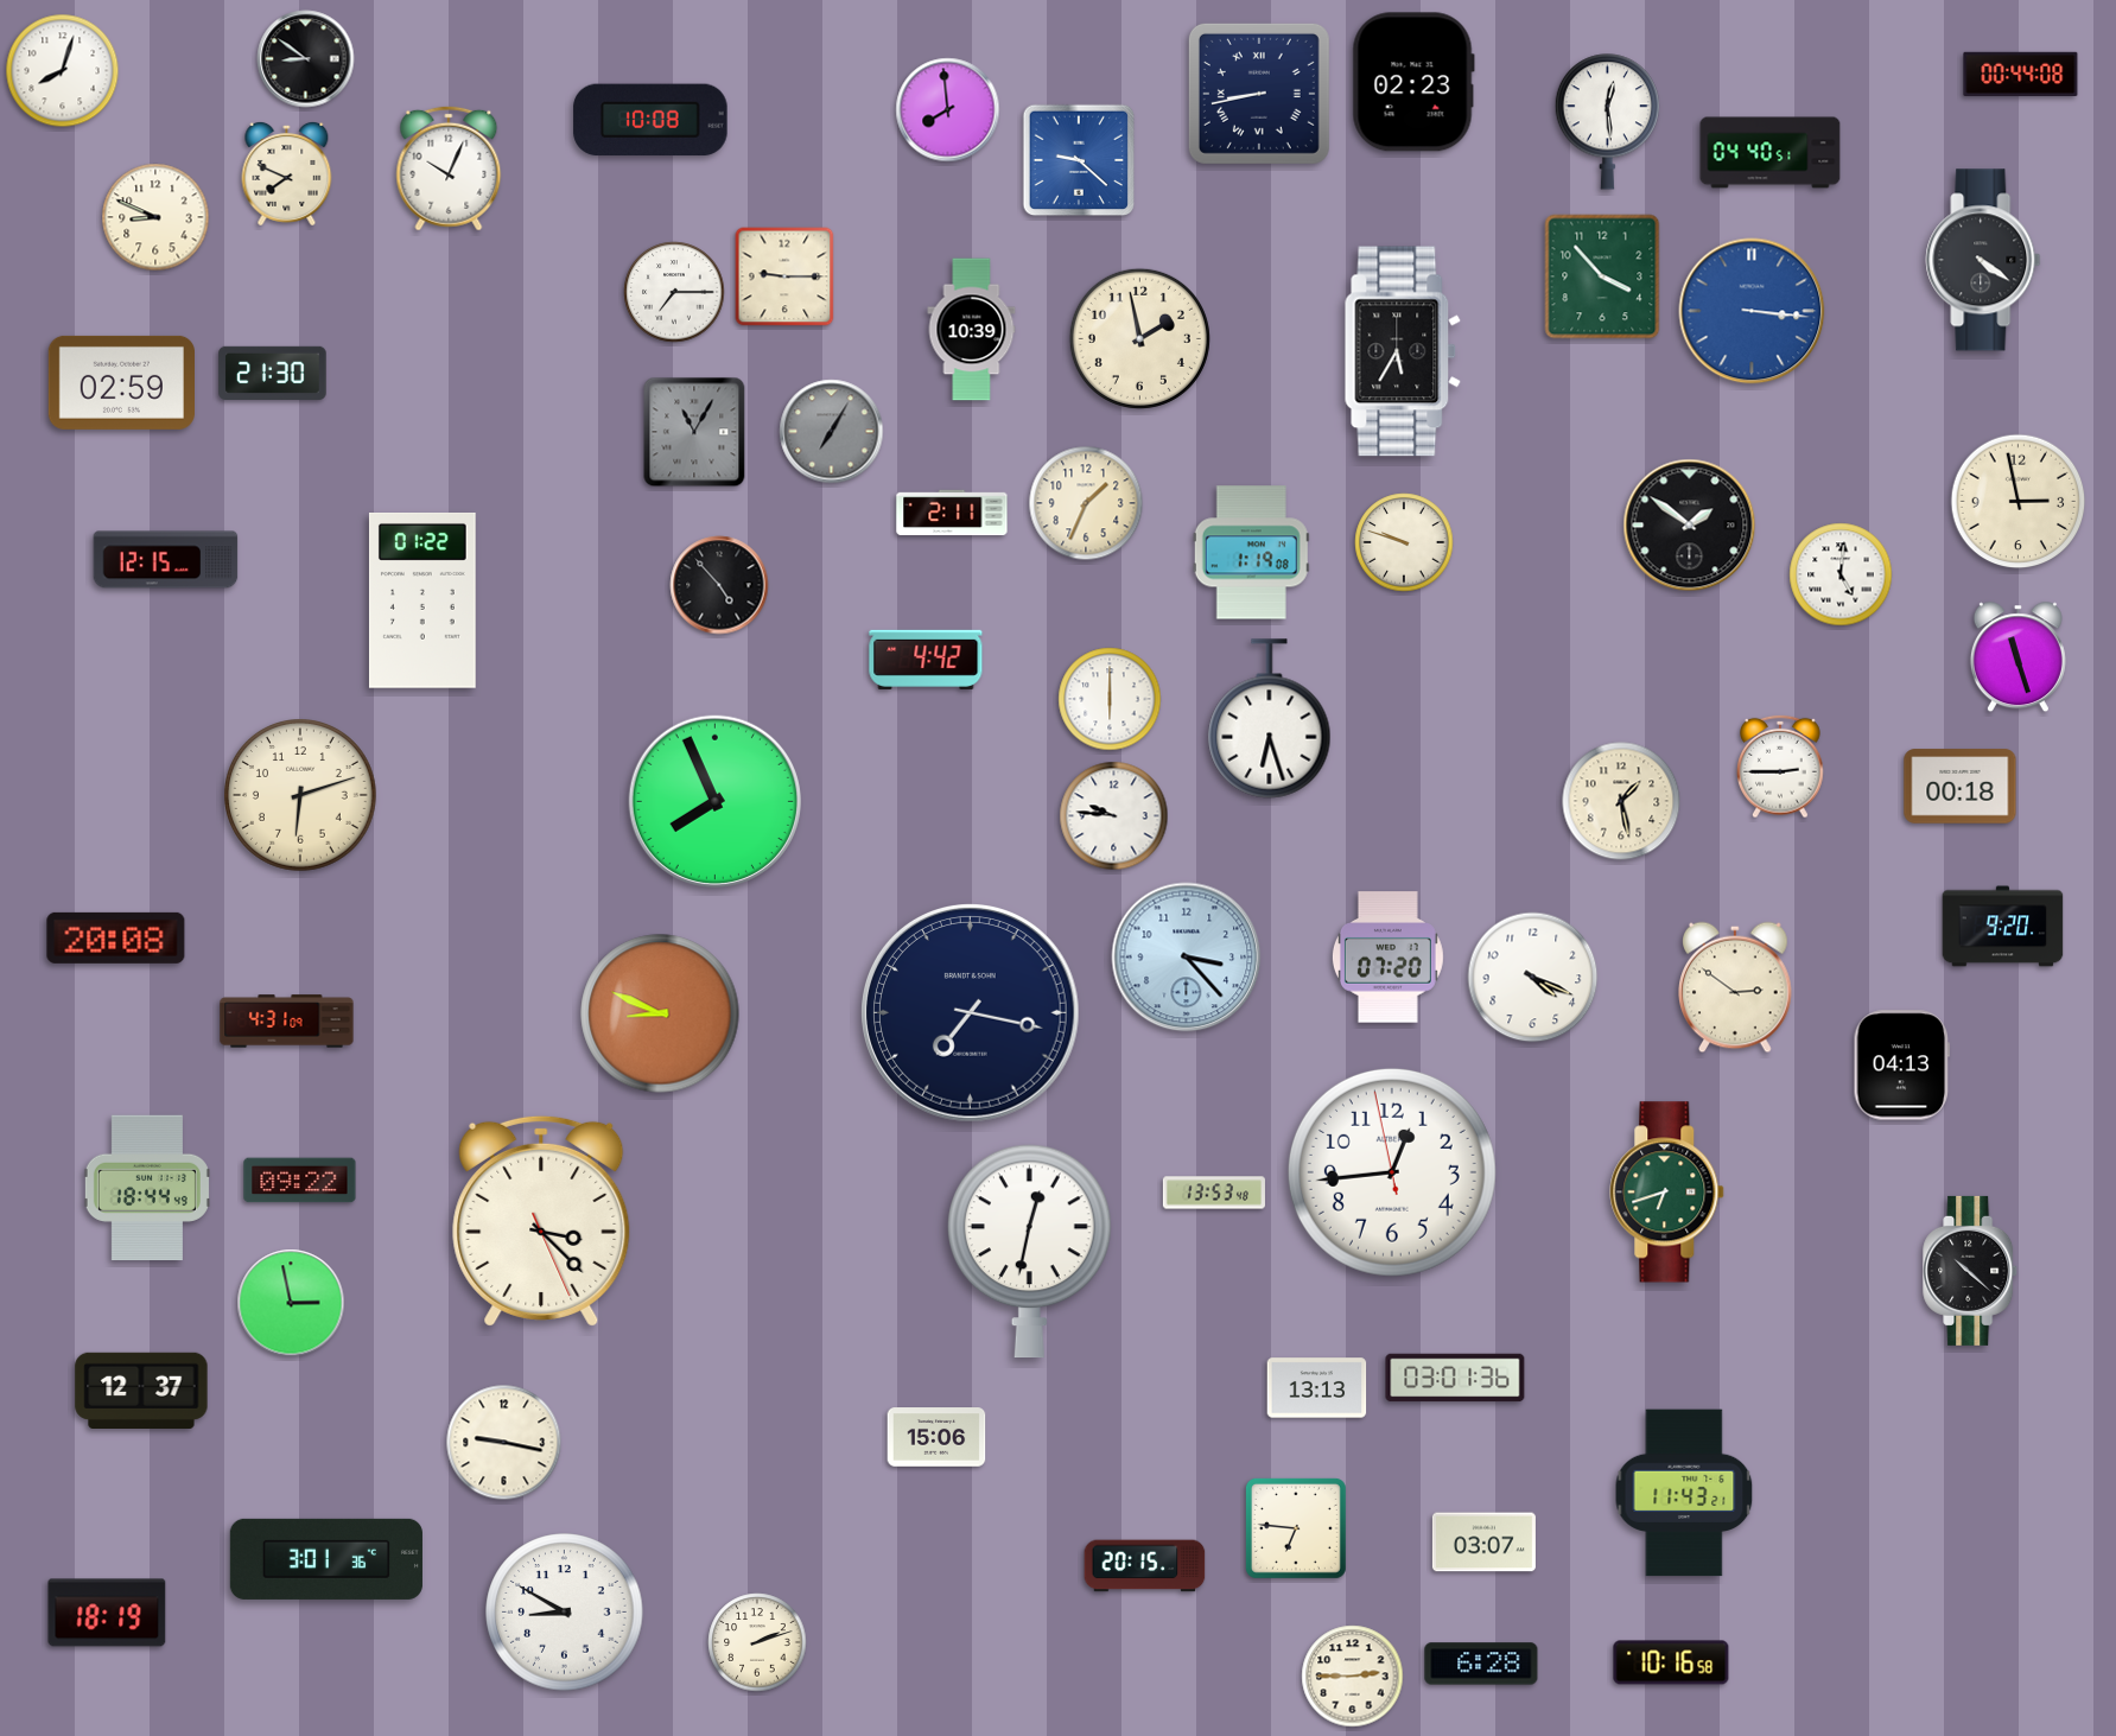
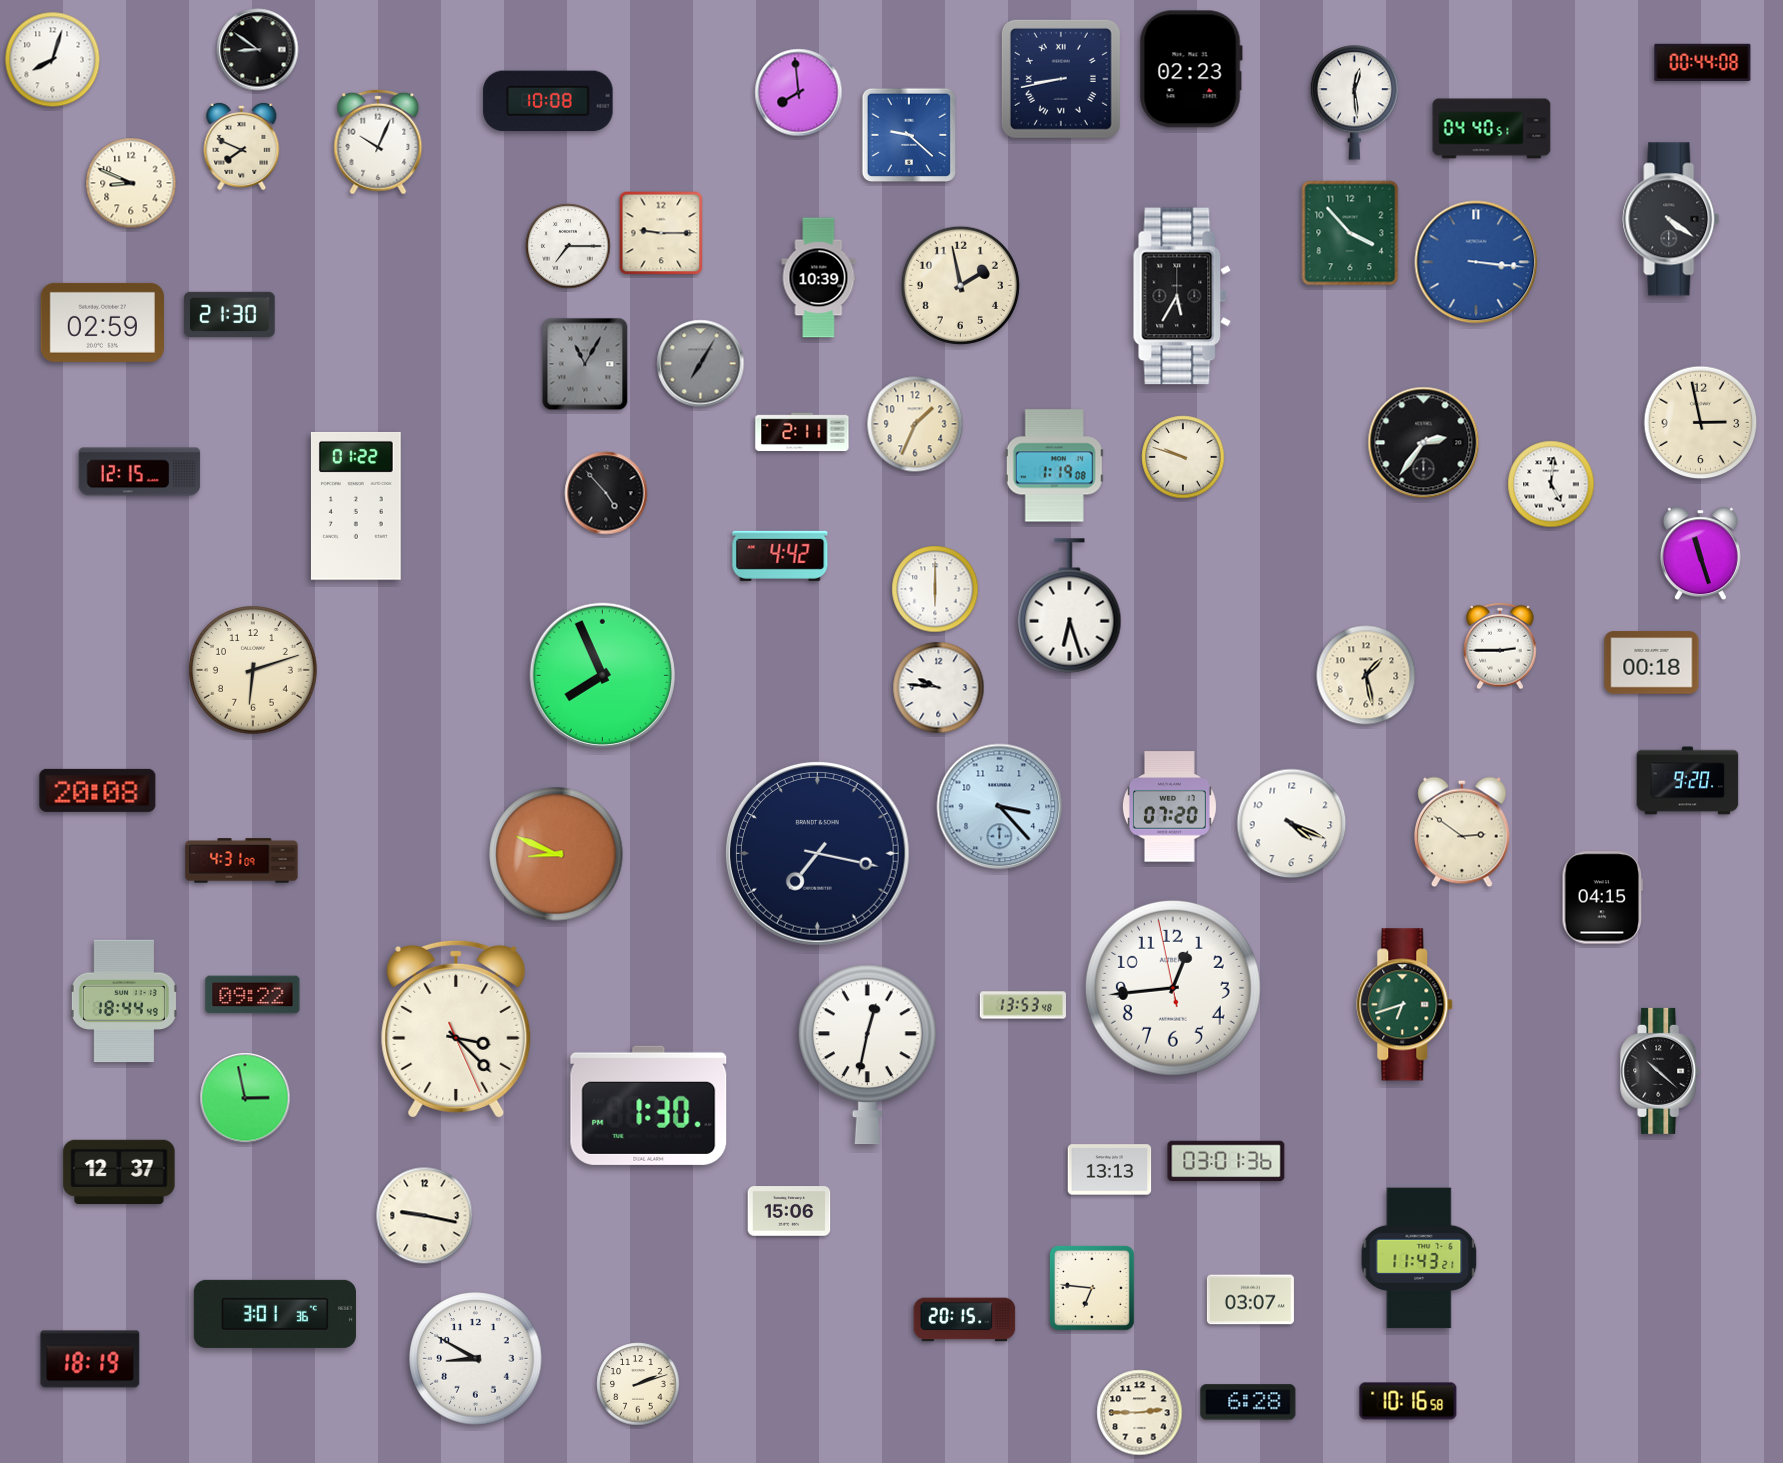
clock at (1690, 526): 1:51 -> 2:36
clock at (1902, 1066): 04:13 -> 04:15
clock at (649, 1105): none -> 1:30
